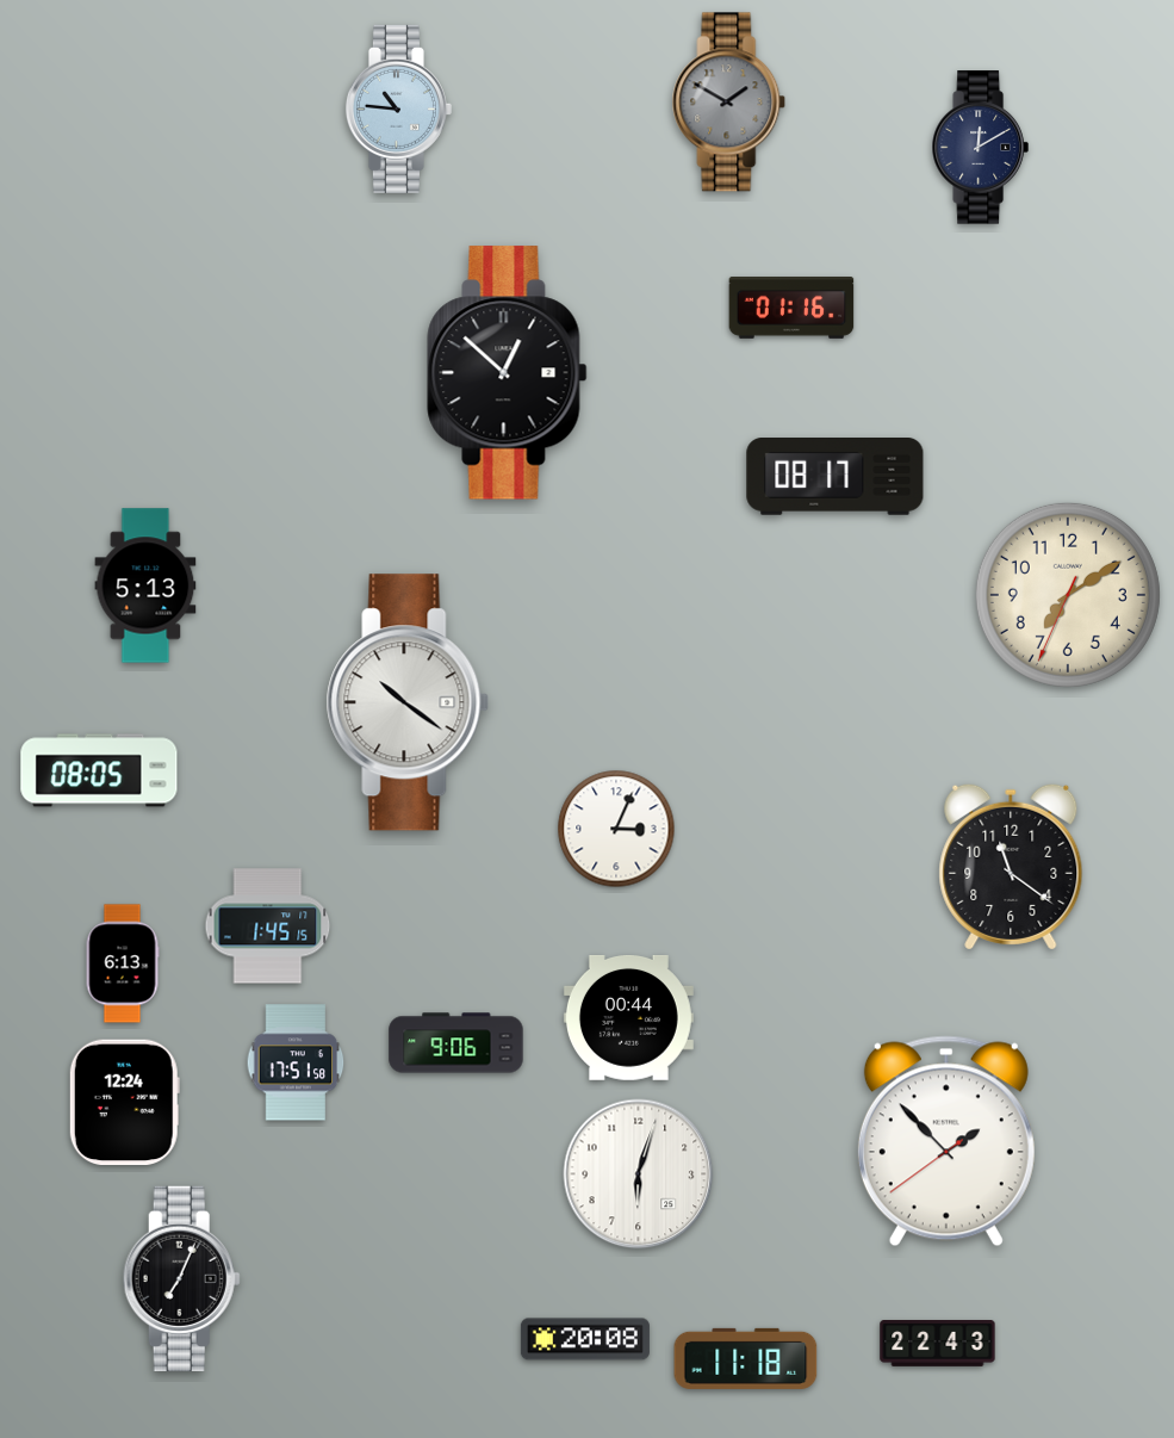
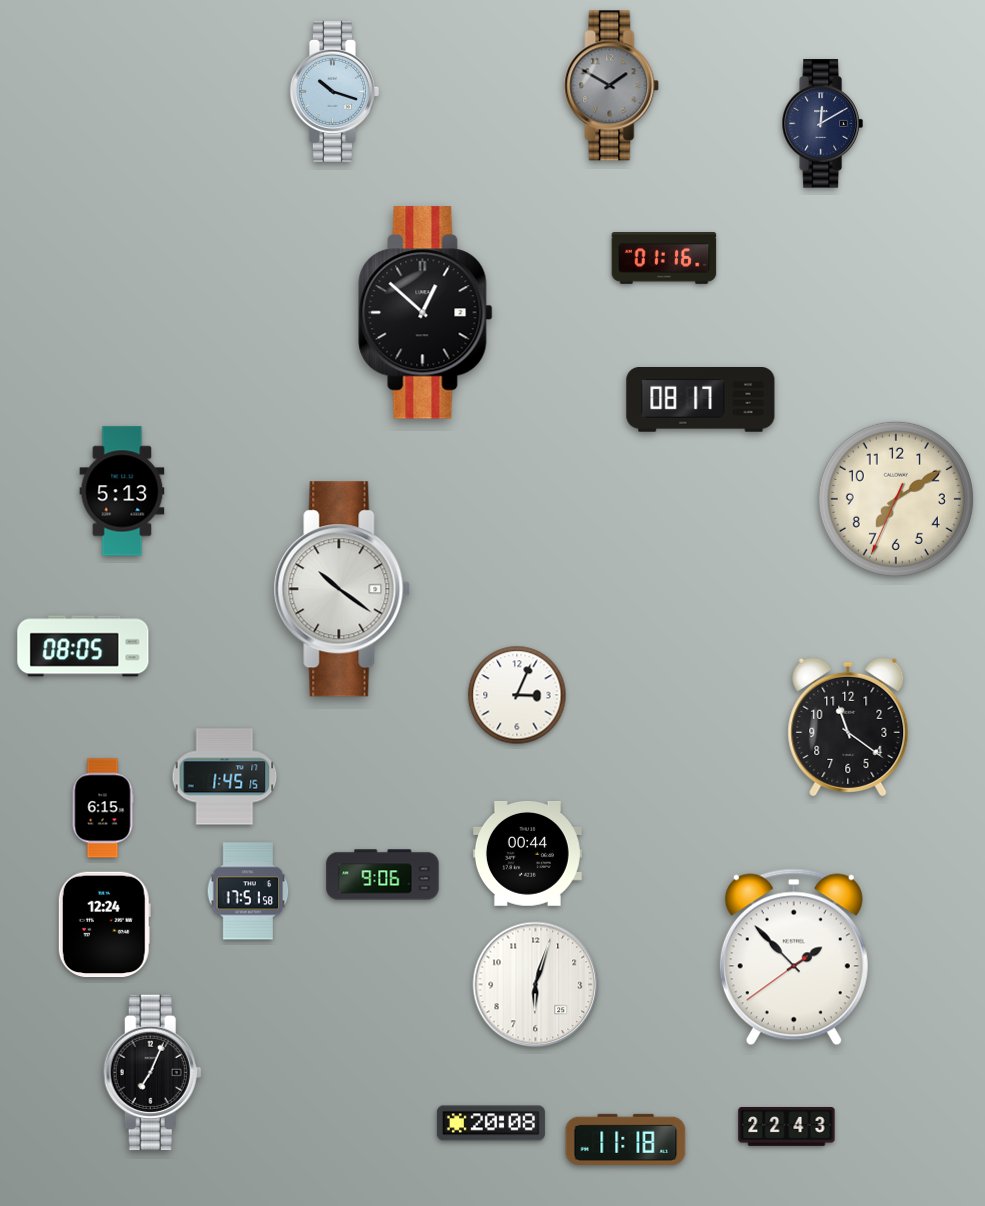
clock at (398, 109): 10:46 -> 10:18
clock at (123, 963): 6:13 -> 6:15
